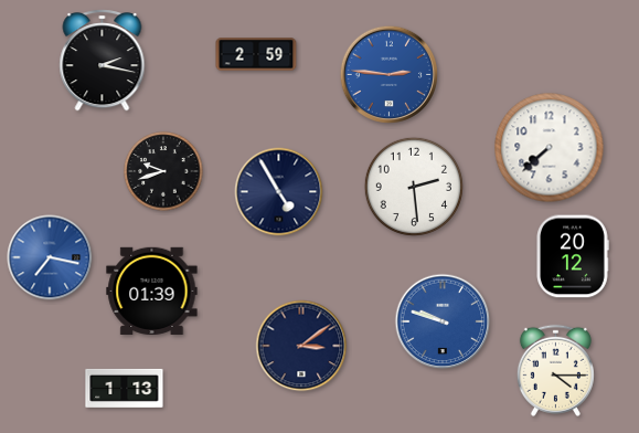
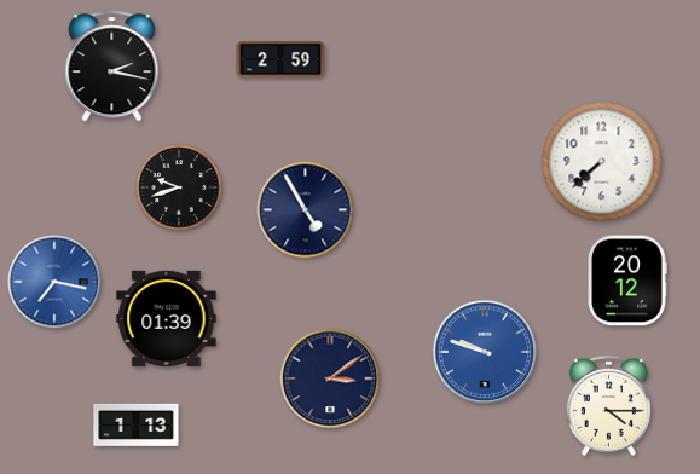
clock at (388, 74): 2:46 -> none
clock at (414, 187): 2:29 -> none
